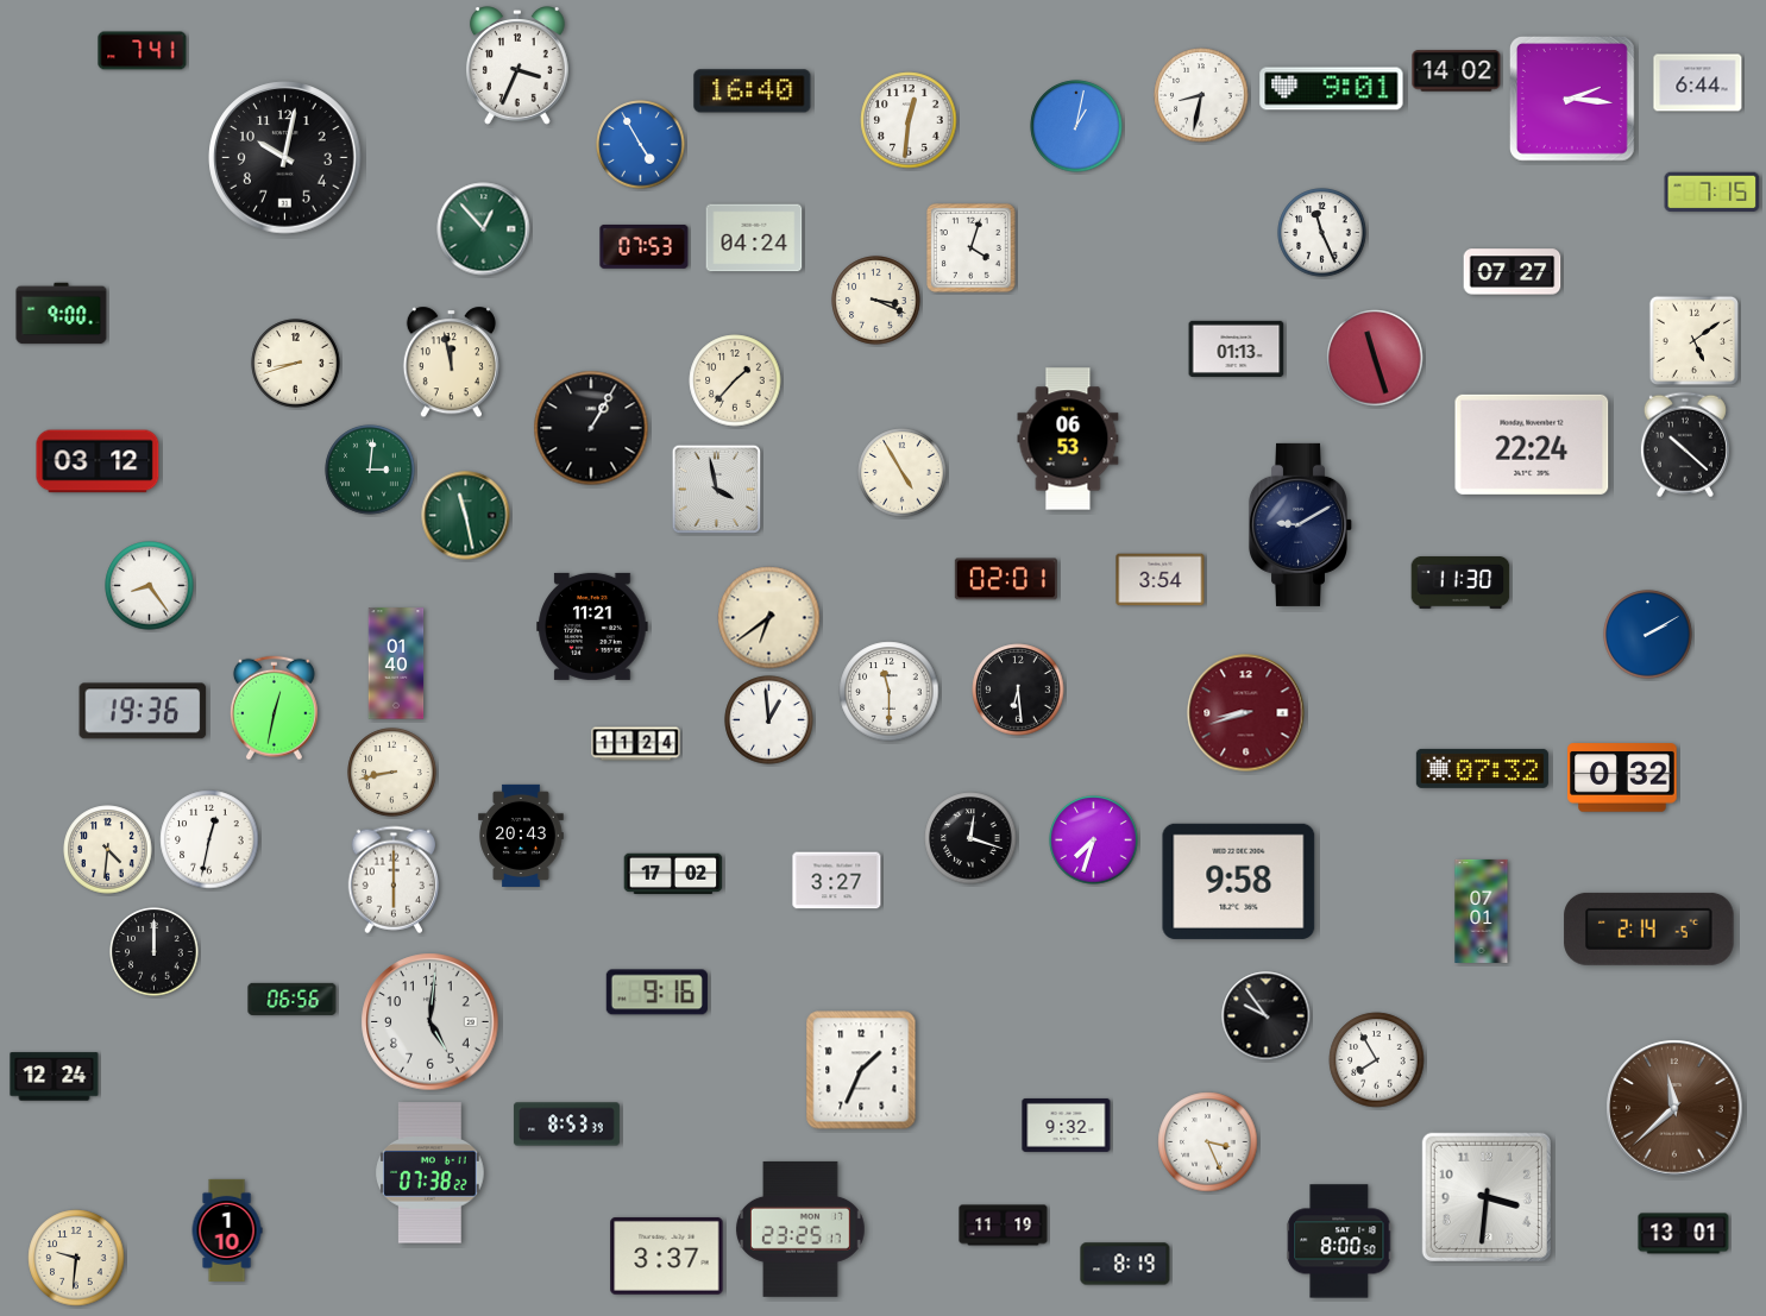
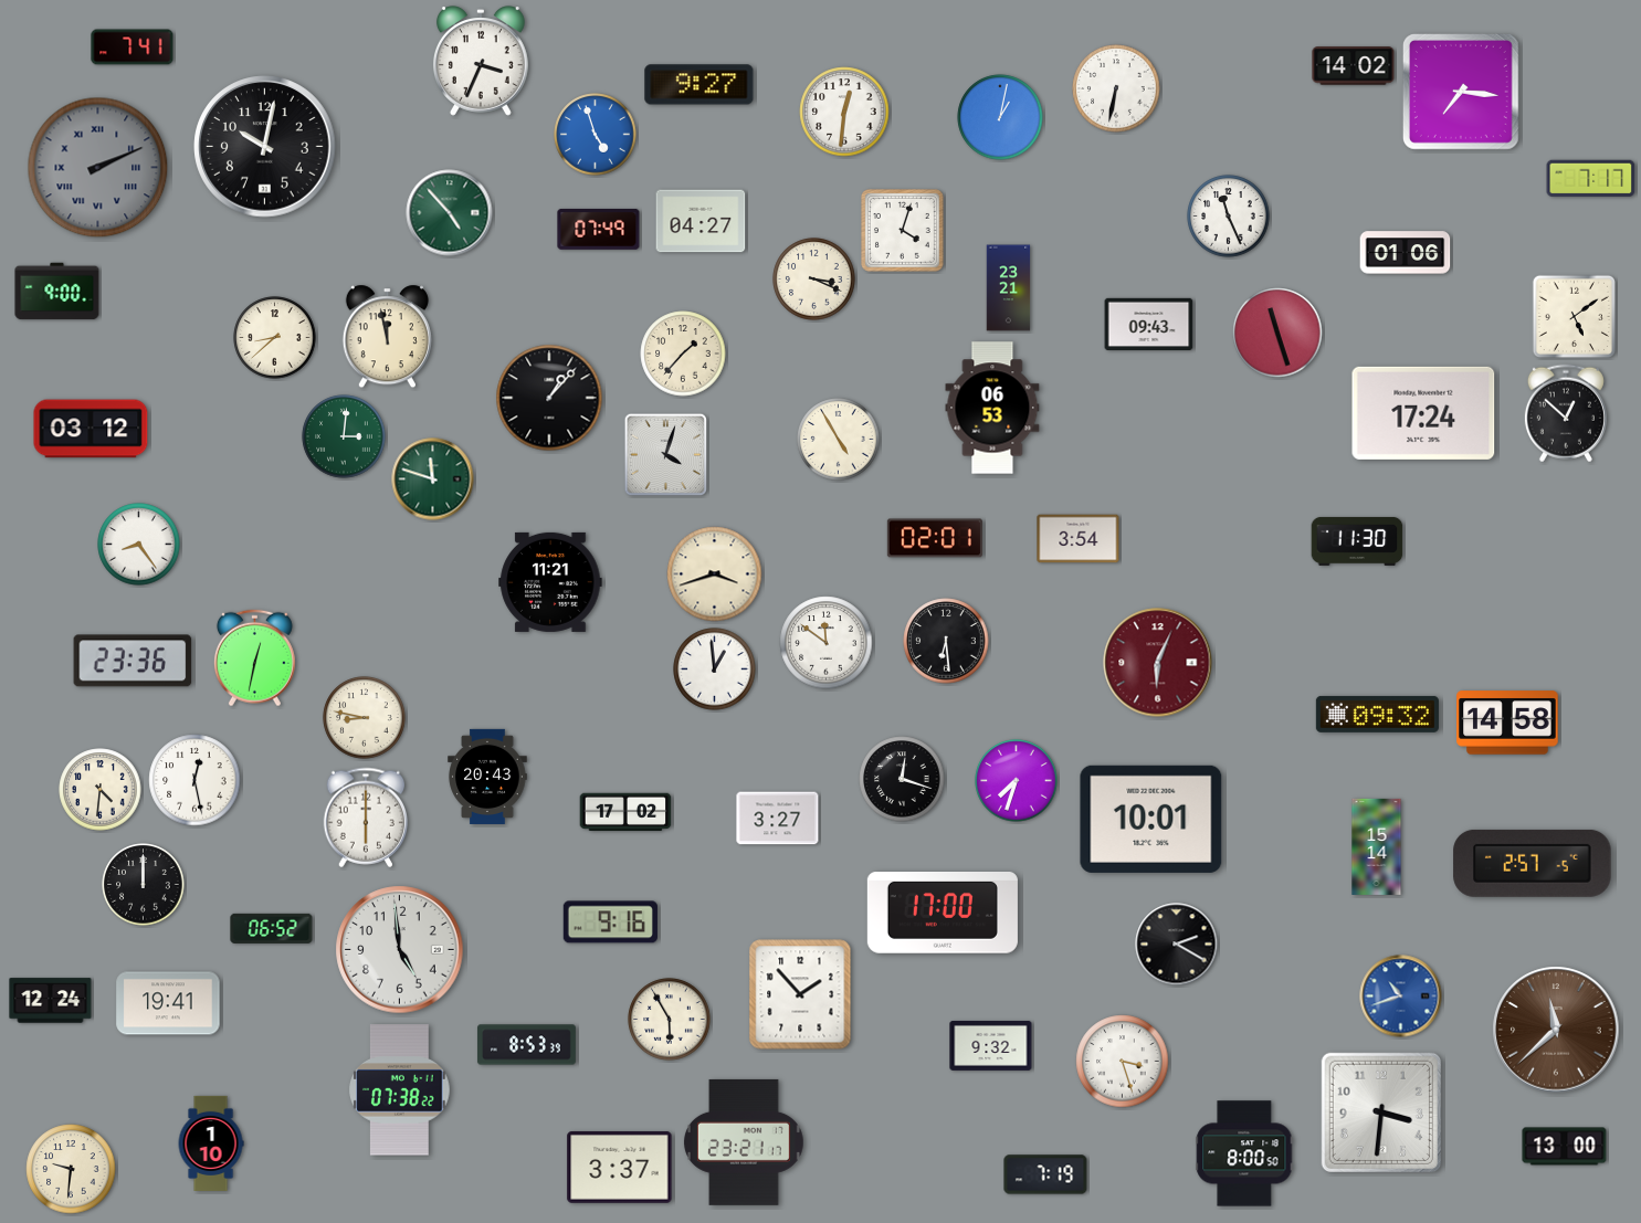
clock at (1698, 83): 6:44 -> none
clock at (1332, 89): 9:01 -> none
clock at (753, 92): 16:40 -> 9:27
clock at (1201, 95): 8:32 -> 6:32
clock at (1572, 99): 2:16 -> 7:16
clock at (641, 145): 4:55 -> 4:57
clock at (98, 168): none -> 2:11
clock at (1712, 191): 7:15 -> 7:17
clock at (484, 229): 12:53 -> 4:53
clock at (754, 238): 04:24 -> 04:27
clock at (645, 247): 07:53 -> 07:49
clock at (1513, 272): 07:27 -> 01:06
clock at (1009, 288): none -> 23:21
clock at (1237, 348): 01:13 -> 09:43
clock at (451, 363) position: (451, 363) -> (387, 337)
clock at (296, 364): 8:42 -> 8:38
clock at (591, 428): 1:05 -> 1:07
clock at (1532, 445): 22:24 -> 17:24
clock at (1685, 445): 10:22 -> 12:52
clock at (717, 490): 3:58 -> 4:03
clock at (466, 516): 11:28 -> 11:48
clock at (1300, 524): 9:10 -> none
clock at (769, 618): 6:39 -> 3:42
clock at (1648, 635): 2:10 -> none
clock at (396, 663): 01:40 -> none
clock at (890, 692): 11:30 -> 11:51
clock at (143, 711): 19:36 -> 23:36
clock at (1246, 713): 8:42 -> 6:04
clock at (636, 744): 11:24 -> none
clock at (1482, 768): 07:32 -> 09:32
clock at (392, 773): 8:43 -> 8:47
clock at (1622, 777): 0:32 -> 14:58
clock at (521, 836) position: (521, 836) -> (487, 777)
clock at (209, 839): 12:32 -> 12:28
clock at (1239, 881): 9:58 -> 10:01
clock at (1482, 911): 07:01 -> 15:14
clock at (1649, 928): 2:14 -> 2:57
clock at (943, 914): none -> 17:00
clock at (293, 999): 06:56 -> 06:52
clock at (1267, 1016): 9:54 -> 2:20
clock at (430, 1022): 5:01 -> 4:59
clock at (1377, 1060): 7:55 -> none
clock at (861, 1070): 1:34 -> 1:53
clock at (1401, 997): none -> 10:42
clock at (168, 1003): none -> 19:41
clock at (670, 1020): none -> 5:55
clock at (1208, 1142): 3:26 -> 3:27
clock at (1004, 1226): 11:19 -> none
clock at (800, 1229): 23:25 -> 23:21
clock at (1684, 1234): 13:01 -> 13:00
clock at (1125, 1264): 8:19 -> 7:19
